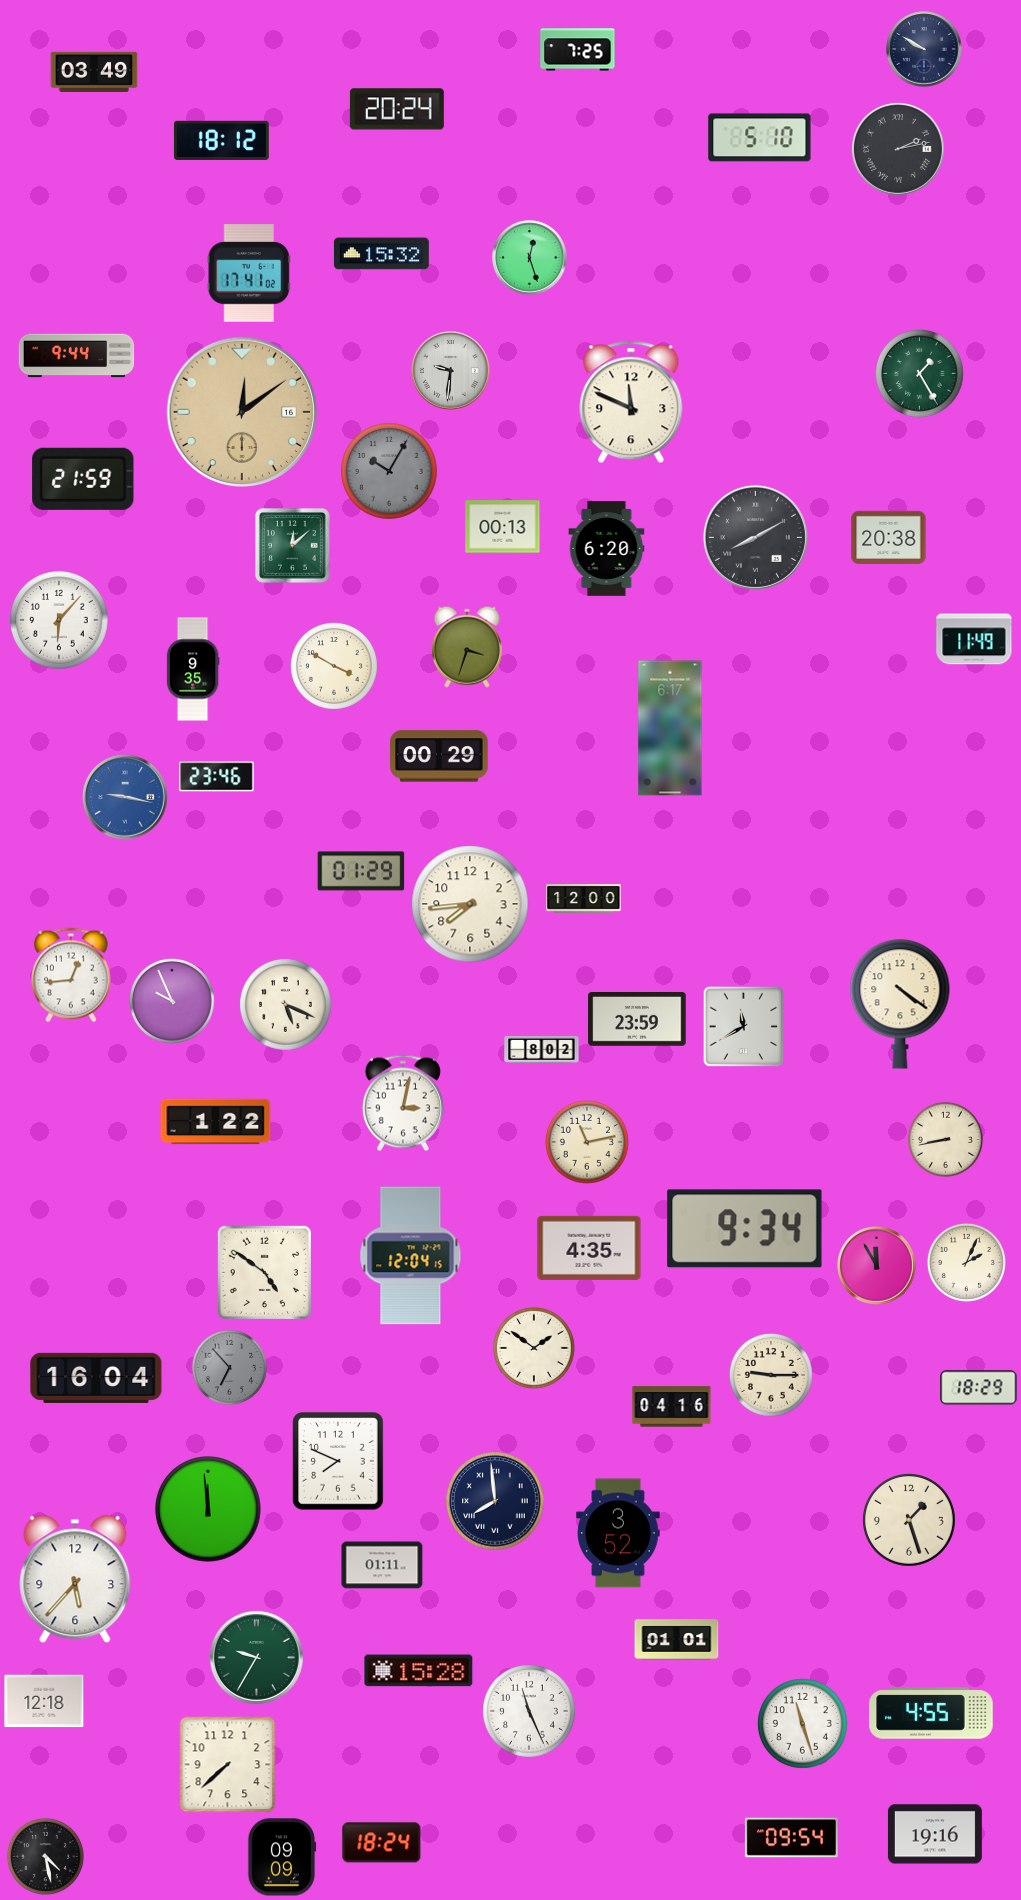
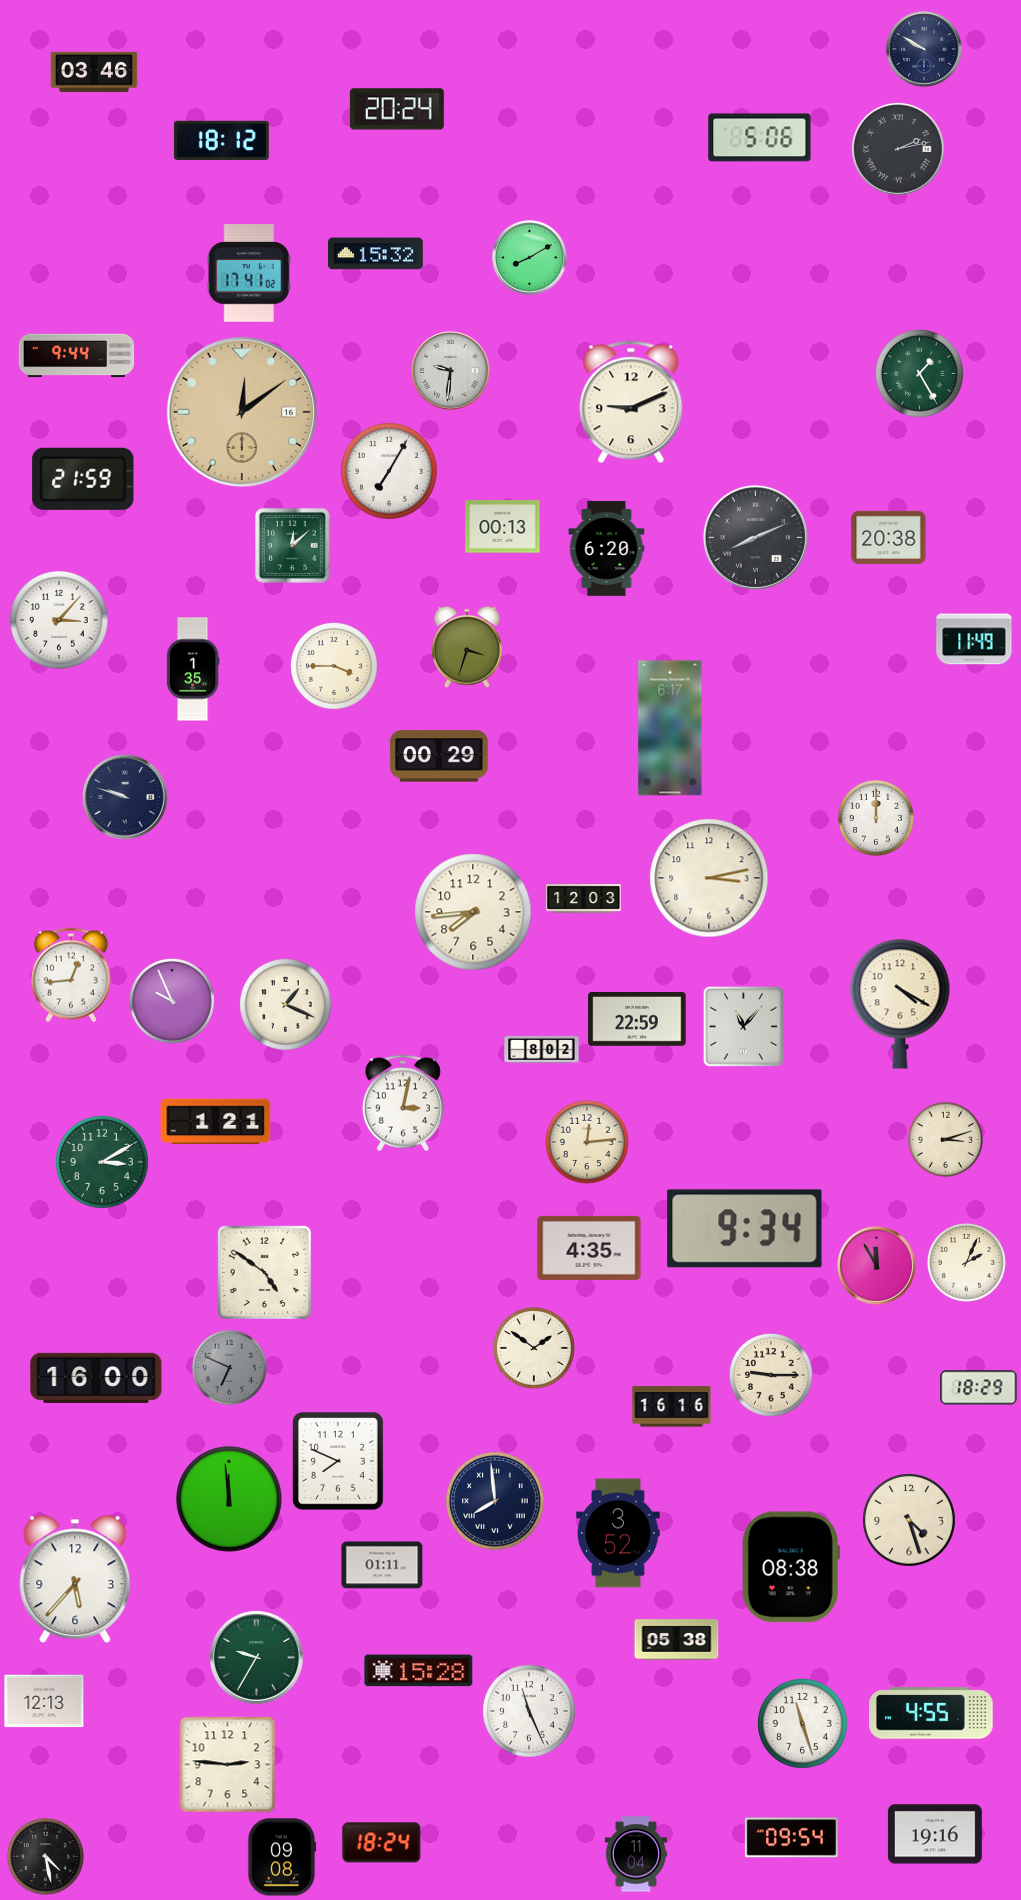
clock at (578, 50): 7:25 -> none
clock at (94, 72): 03:49 -> 03:46
clock at (760, 138): 5:10 -> 5:06
clock at (381, 254) position: (381, 254) -> (375, 254)
clock at (530, 258): 12:27 -> 8:10
clock at (631, 402): 11:49 -> 9:11
clock at (389, 471): 10:05 -> 7:05
clock at (389, 471) dial: grey -> white
clock at (755, 537): 8:10 -> 8:11
clock at (59, 620): 6:07 -> 3:07
clock at (334, 666): 3:50 -> 3:45
clock at (193, 669): 9:35 -> 1:35
clock at (217, 777): 23:46 -> none
clock at (126, 798): 9:17 -> 9:48
clock at (126, 798) dial: blue -> navy
clock at (876, 818): none -> 12:00
clock at (361, 871): 01:29 -> none
clock at (709, 878): none -> 3:13
clock at (584, 899): 12:00 -> 12:03
clock at (470, 904) position: (470, 904) -> (473, 912)
clock at (900, 1004): 4:21 -> 4:20
clock at (286, 1005): 5:19 -> 1:19
clock at (637, 1020): 23:59 -> 22:59
clock at (744, 1027): 11:40 -> 11:07
clock at (216, 1122): 1:22 -> 1:21
clock at (945, 1139): 8:43 -> 3:12
clock at (587, 1142): 11:13 -> 12:14
clock at (103, 1163): none -> 3:10
clock at (411, 1256): 12:04 -> none
clock at (229, 1367): 6:53 -> 6:49
clock at (96, 1378): 16:04 -> 16:00
clock at (672, 1407): 04:16 -> 16:16
clock at (208, 1509) position: (208, 1509) -> (229, 1499)
clock at (910, 1521): 1:27 -> 4:27
clock at (791, 1567): none -> 08:38
clock at (677, 1640): 01:01 -> 05:38
clock at (44, 1701): 12:18 -> 12:13
clock at (228, 1765): 7:38 -> 2:46
clock at (636, 1854): none -> 11:04
clock at (282, 1857): 09:09 -> 09:08
